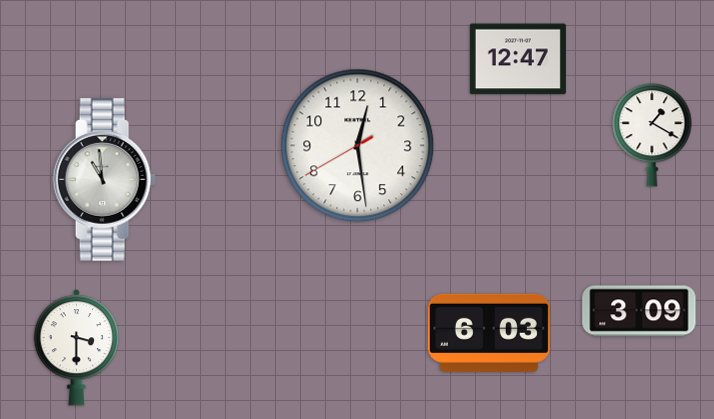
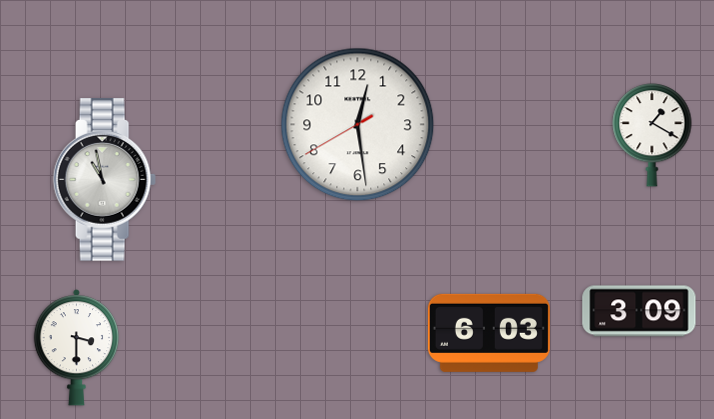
clock at (518, 59): 12:47 -> none
clock at (358, 146) position: (358, 146) -> (358, 125)
clock at (104, 180): 10:59 -> 10:58
